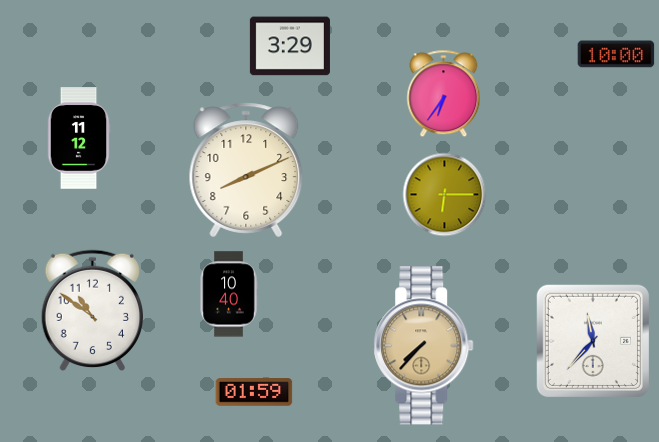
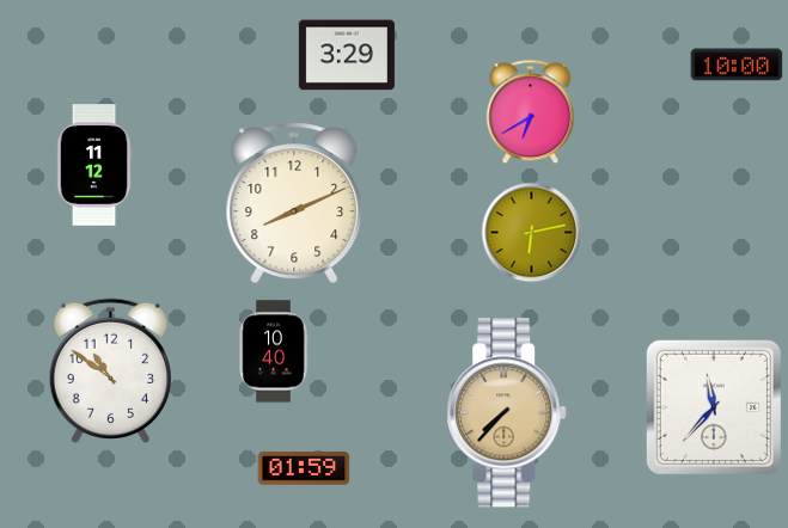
clock at (444, 94): 6:36 -> 6:40
clock at (445, 195): 6:15 -> 6:13
clock at (593, 341) position: (593, 341) -> (714, 407)
